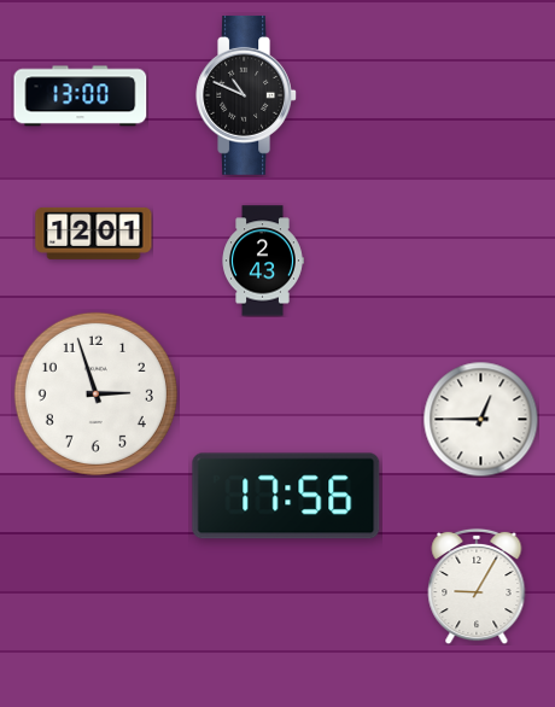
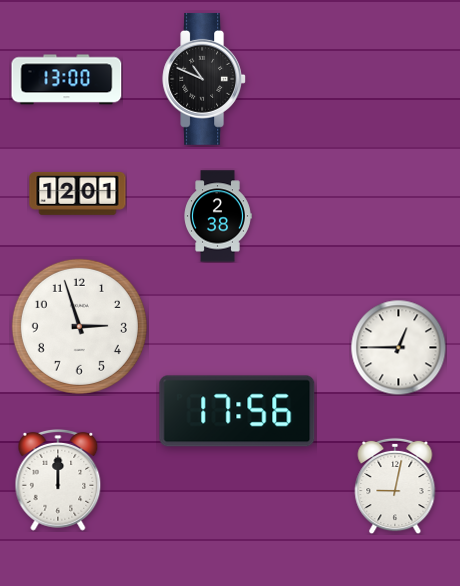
clock at (263, 261): 2:43 -> 2:38
clock at (58, 481): none -> 12:00
clock at (477, 586): 9:05 -> 9:02
